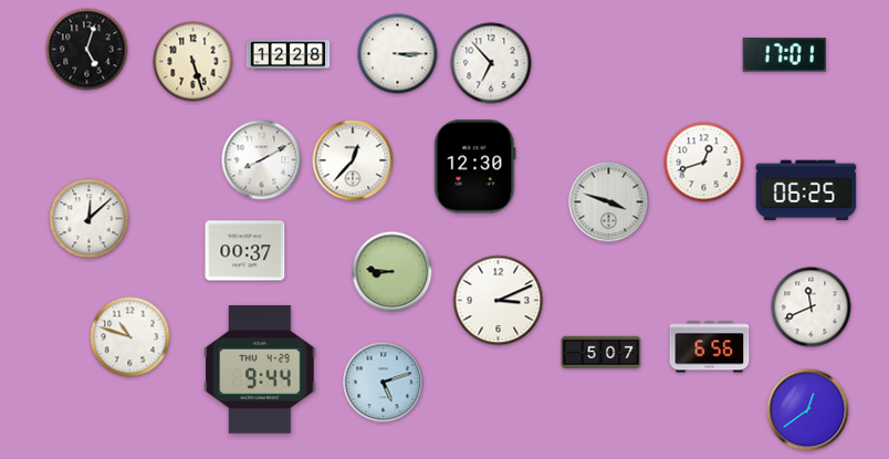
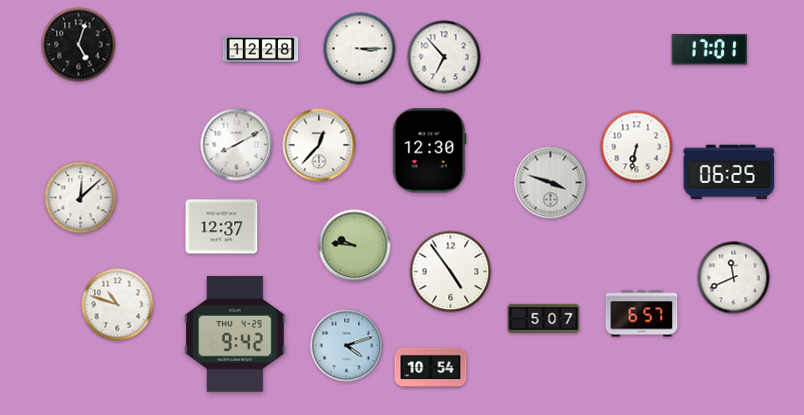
clock at (194, 62): 5:27 -> none
clock at (704, 163): 12:42 -> 6:32
clock at (245, 251): 00:37 -> 12:37
clock at (393, 272): 8:46 -> 9:46
clock at (499, 301): 3:11 -> 4:54
clock at (710, 347): 6:56 -> 6:57
clock at (260, 369): 9:44 -> 9:42
clock at (384, 383): 5:12 -> 4:12
clock at (431, 367): none -> 10:54
clock at (808, 410): 12:39 -> none
